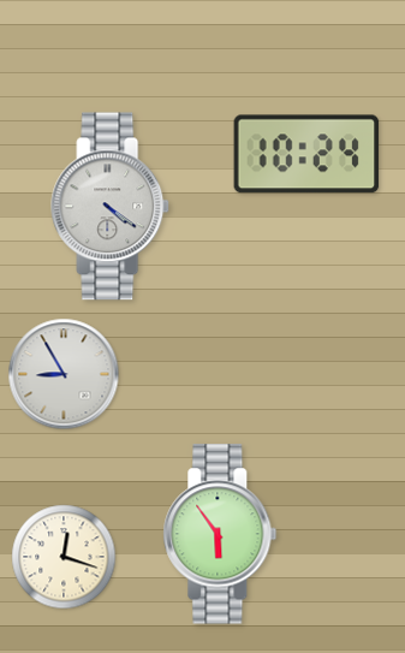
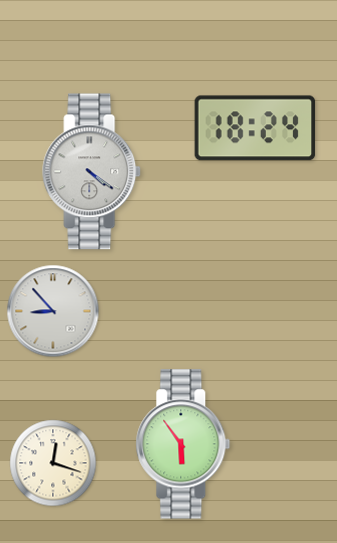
clock at (306, 154): 10:24 -> 18:24
clock at (64, 374): 8:55 -> 8:53
